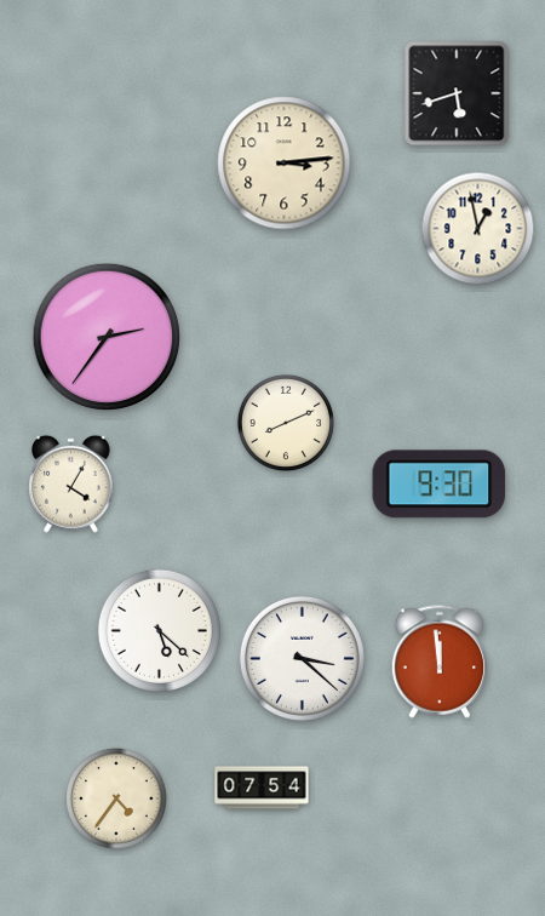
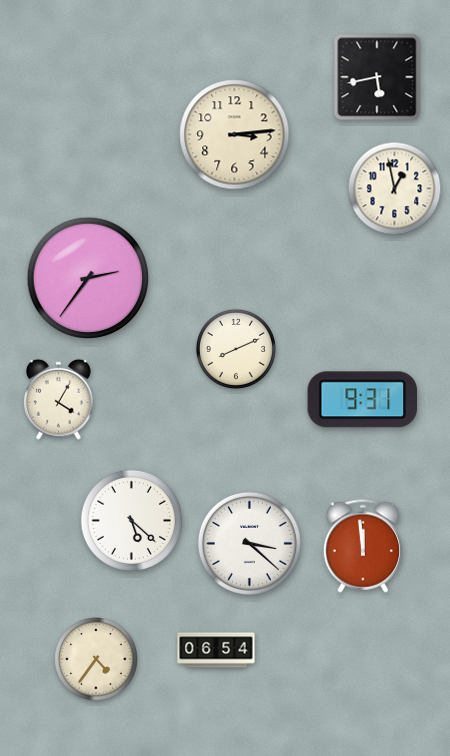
clock at (457, 93): 5:42 -> 5:43
clock at (440, 485): 9:30 -> 9:31
clock at (262, 788): 07:54 -> 06:54
